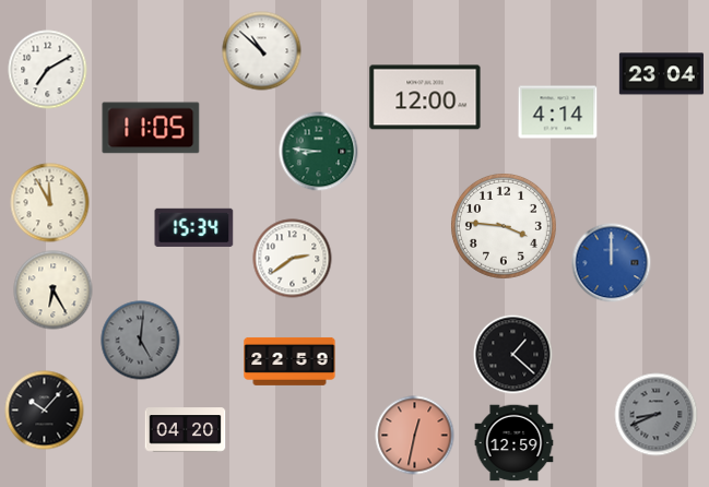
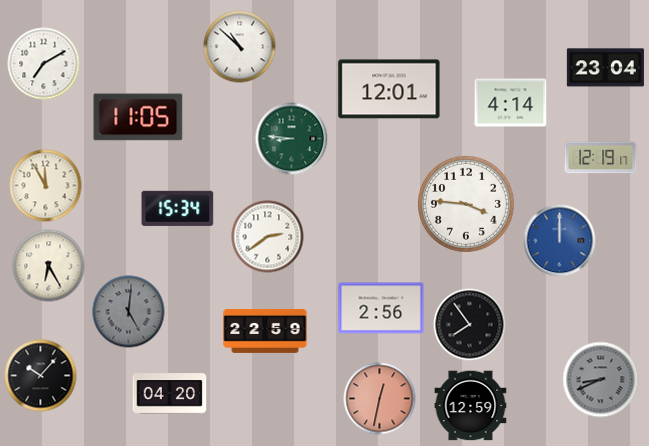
clock at (425, 97): 12:00 -> 12:01
clock at (601, 158): none -> 12:19
clock at (504, 226) position: (504, 226) -> (466, 204)
clock at (381, 308): none -> 2:56
clock at (513, 355): 1:22 -> 7:54
